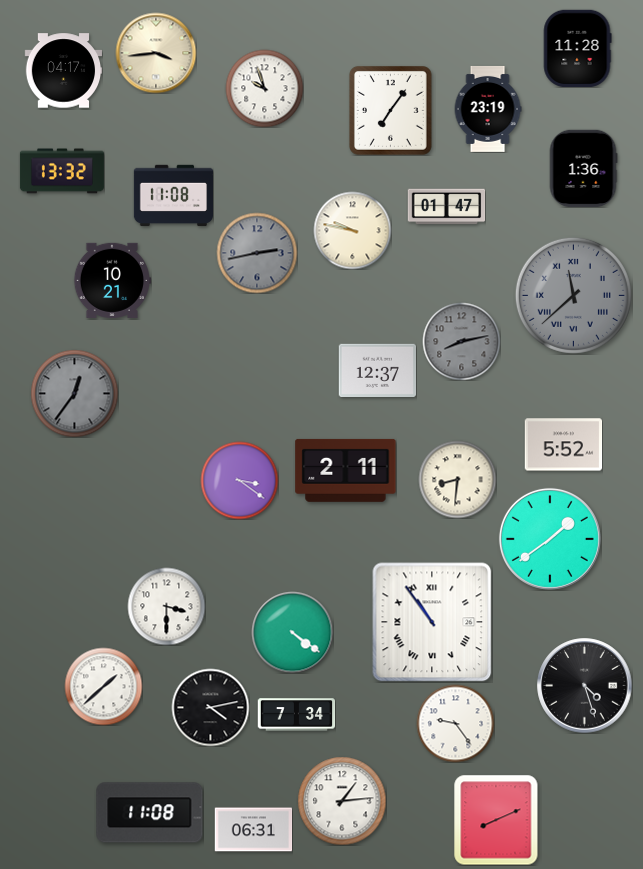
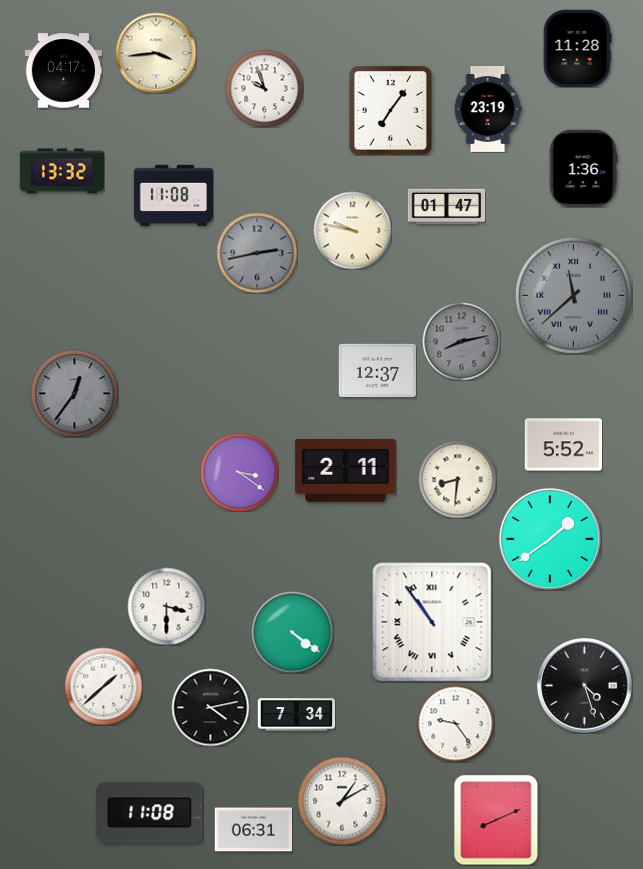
clock at (112, 280): 10:21 -> none
clock at (239, 480) position: (239, 480) -> (239, 472)
clock at (342, 801): 1:14 -> 1:10
